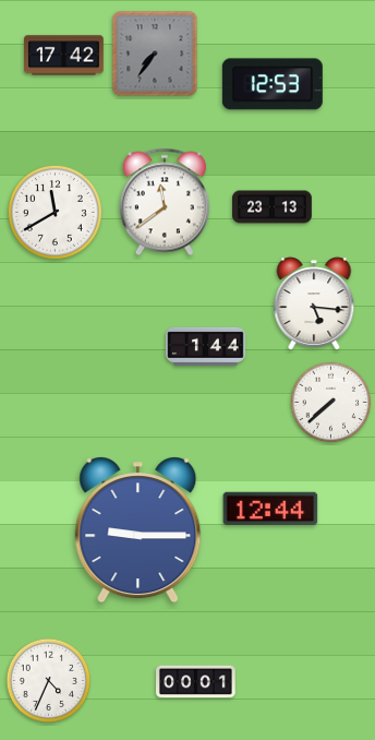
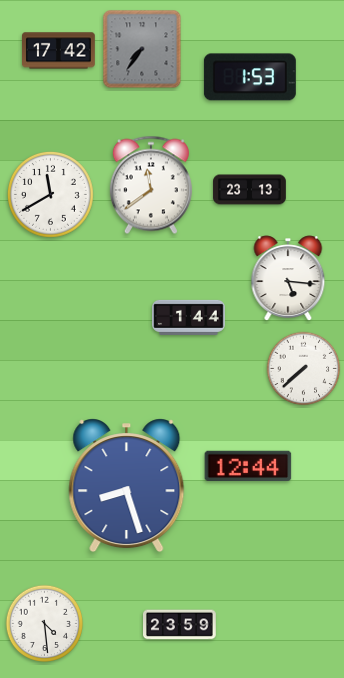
clock at (273, 84): 12:53 -> 1:53
clock at (138, 530): 9:15 -> 8:27
clock at (49, 681): 4:34 -> 4:29
clock at (196, 682): 00:01 -> 23:59
